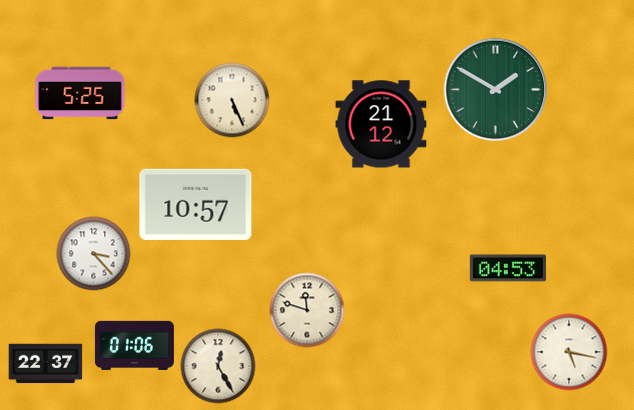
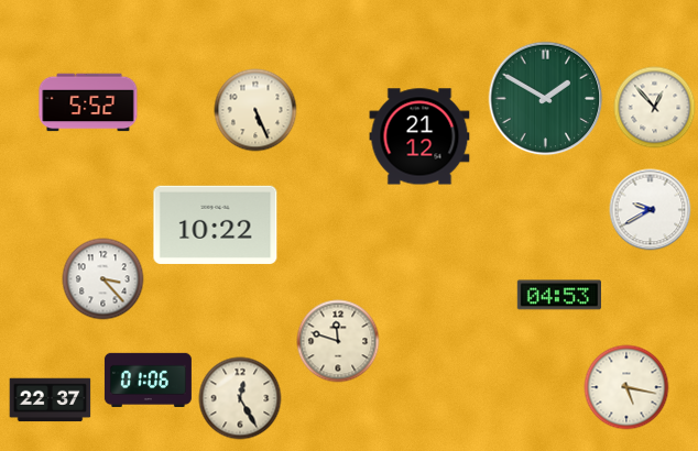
clock at (80, 93): 5:25 -> 5:52
clock at (655, 108): none -> 12:53
clock at (651, 210): none -> 9:40
clock at (196, 204): 10:57 -> 10:22
clock at (218, 366) position: (218, 366) -> (240, 398)
